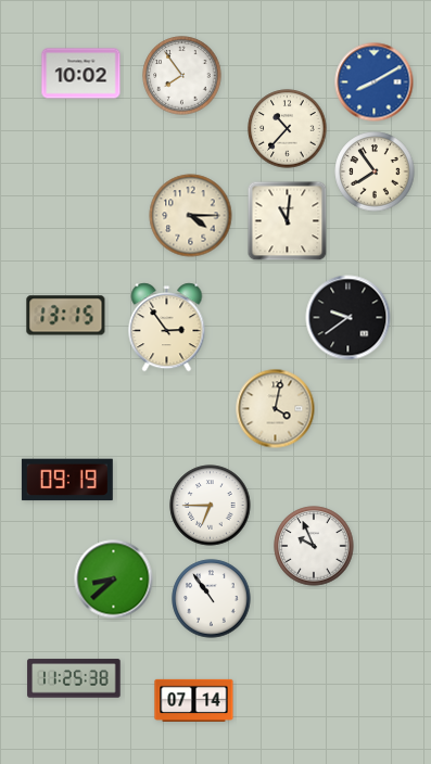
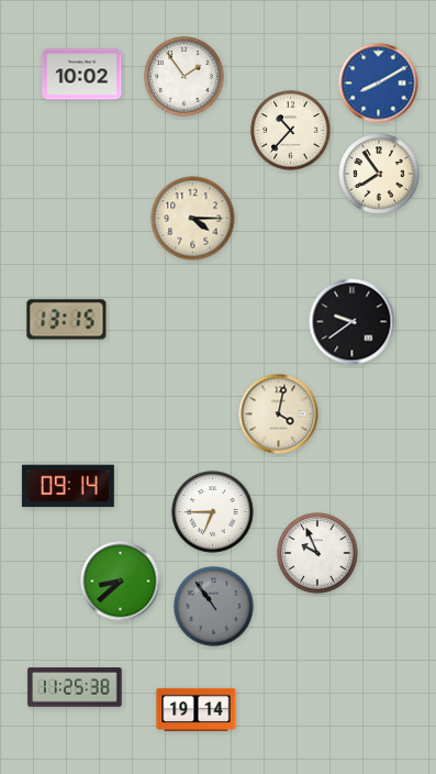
clock at (182, 76): 7:54 -> 1:54
clock at (288, 221): 11:01 -> none
clock at (167, 328): 2:54 -> none
clock at (67, 480): 09:19 -> 09:14
clock at (114, 580) position: (114, 580) -> (121, 582)
clock at (212, 599) dial: white -> grey
clock at (194, 700): 07:14 -> 19:14
